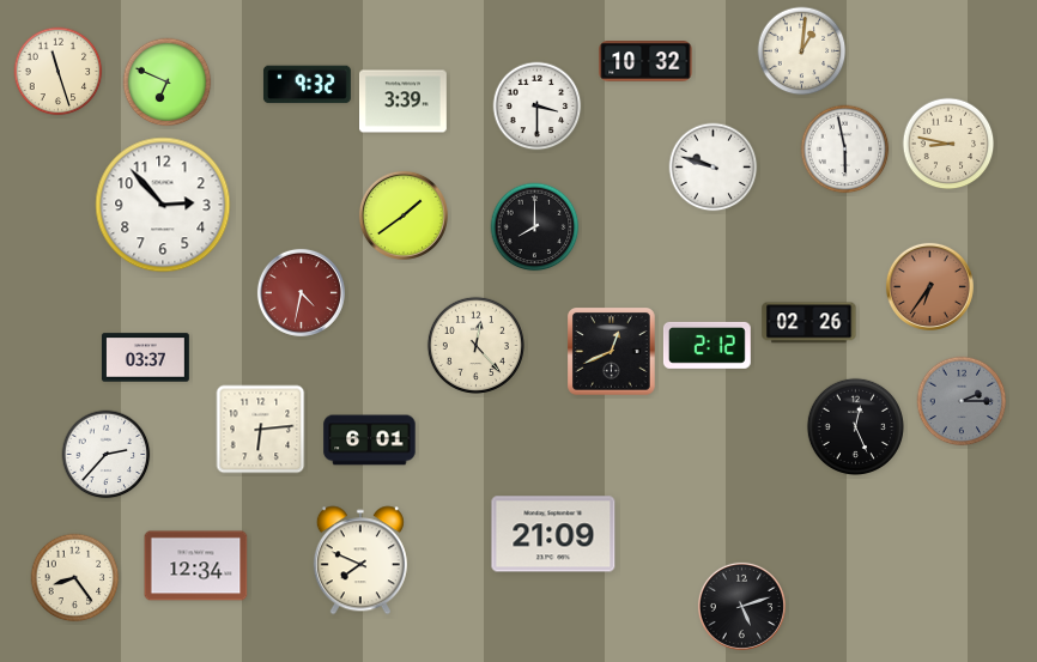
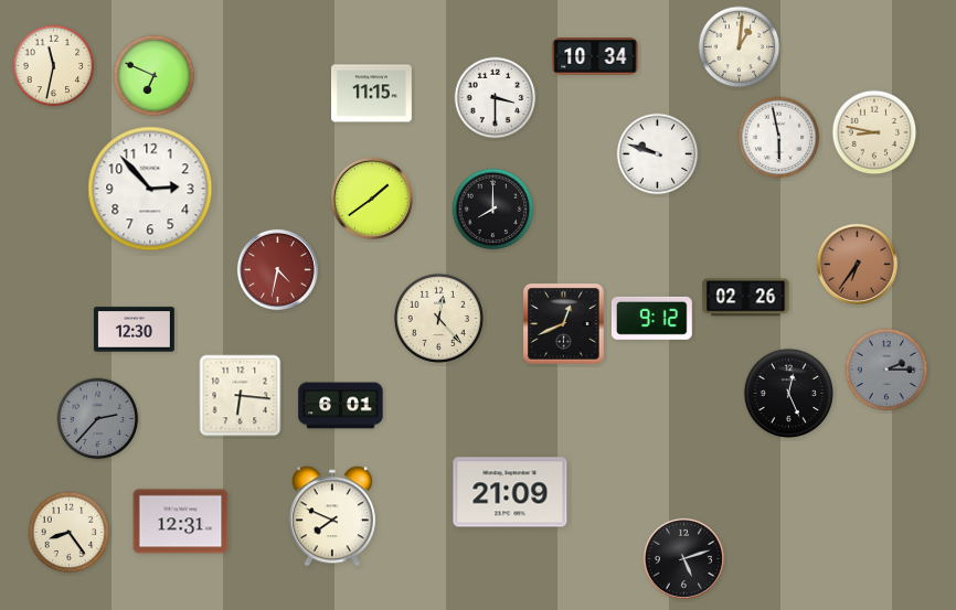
clock at (645, 61): 10:32 -> 10:34
clock at (59, 72): 11:27 -> 11:32
clock at (307, 85): 9:32 -> none
clock at (404, 102): 3:39 -> 11:15
clock at (707, 345): 2:12 -> 9:12
clock at (146, 358): 03:37 -> 12:30
clock at (261, 430): 6:14 -> 6:16
clock at (107, 455) dial: white -> grey
clock at (196, 566): 12:34 -> 12:31
